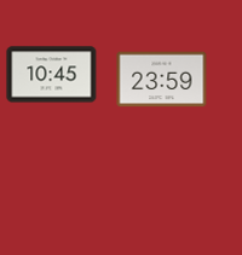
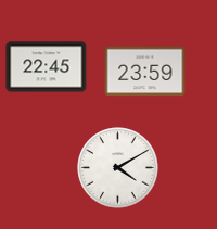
clock at (52, 75): 10:45 -> 22:45
clock at (118, 168): none -> 4:10
